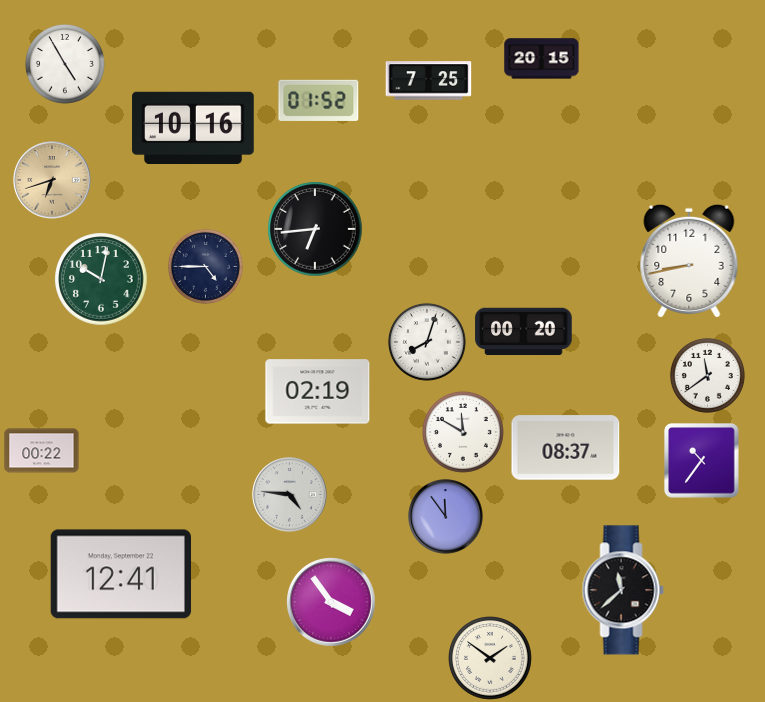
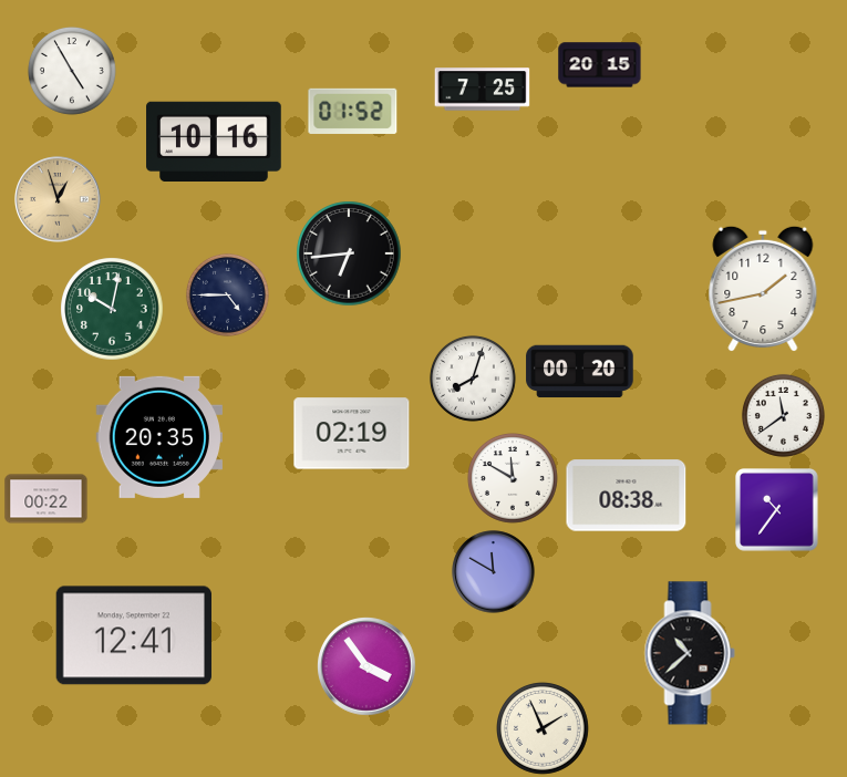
clock at (429, 81) position: (429, 81) -> (483, 90)
clock at (52, 180): 6:42 -> 12:57
clock at (689, 260): 8:43 -> 1:43
clock at (524, 332) position: (524, 332) -> (580, 372)
clock at (158, 437): none -> 20:35
clock at (566, 448): 08:37 -> 08:38
clock at (290, 495): 4:46 -> none
clock at (446, 517): 11:54 -> 11:50
clock at (623, 590): 11:38 -> 10:38
clock at (491, 659): 1:51 -> 1:56
